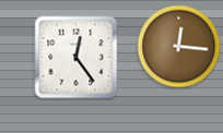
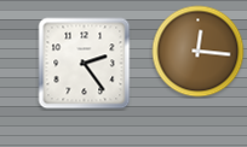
clock at (77, 58): 12:24 -> 2:24
